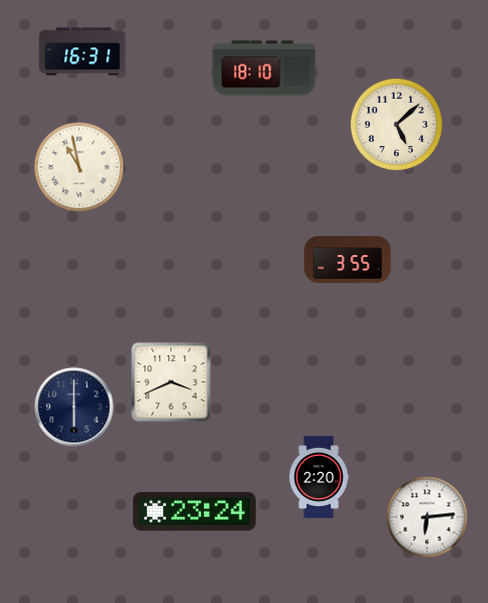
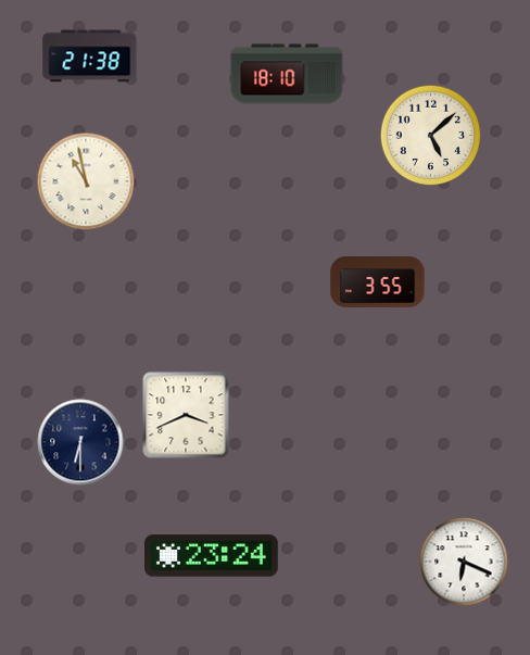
clock at (83, 52): 16:31 -> 21:38
clock at (74, 407): 6:00 -> 6:30
clock at (319, 477): 2:20 -> none
clock at (427, 517): 6:14 -> 6:19
